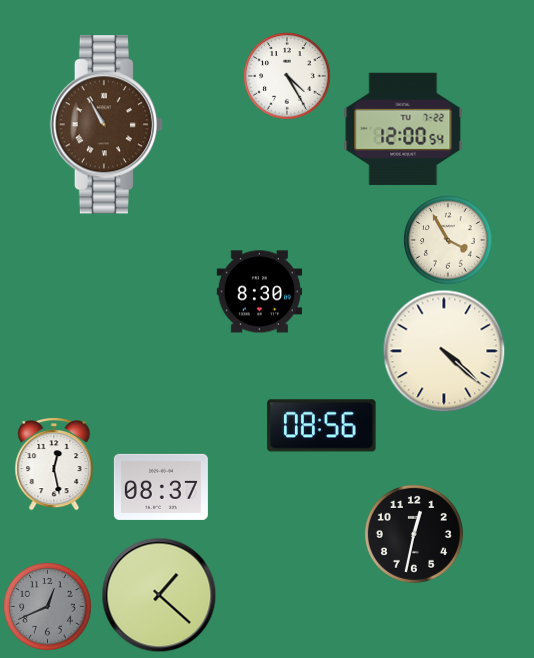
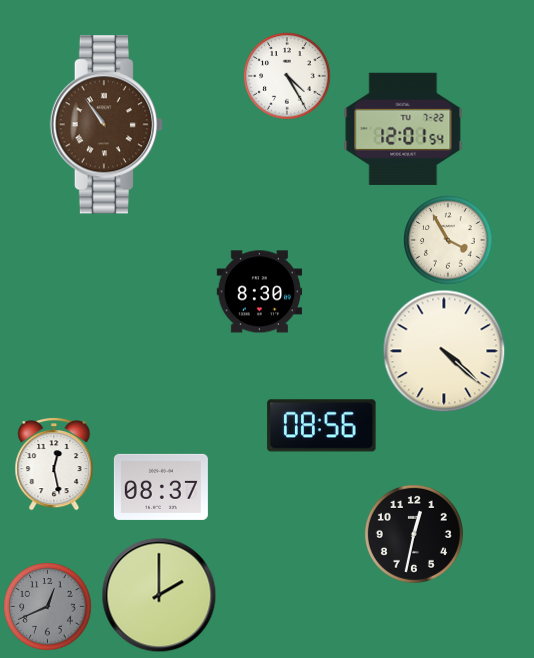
clock at (106, 125): 10:55 -> 10:54
clock at (403, 129): 12:00 -> 12:01
clock at (159, 595): 1:22 -> 2:00
